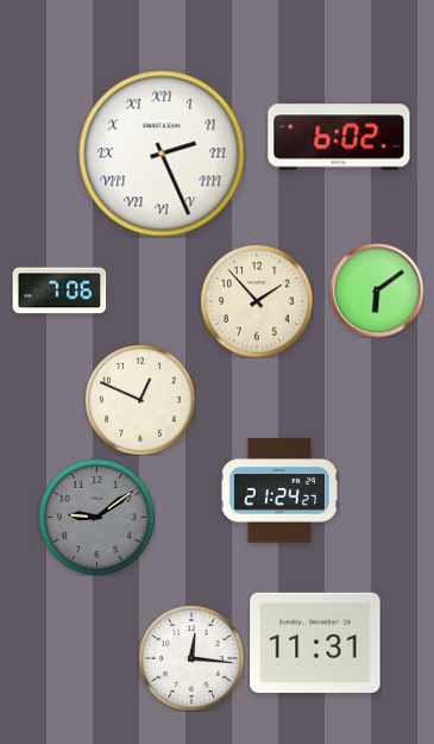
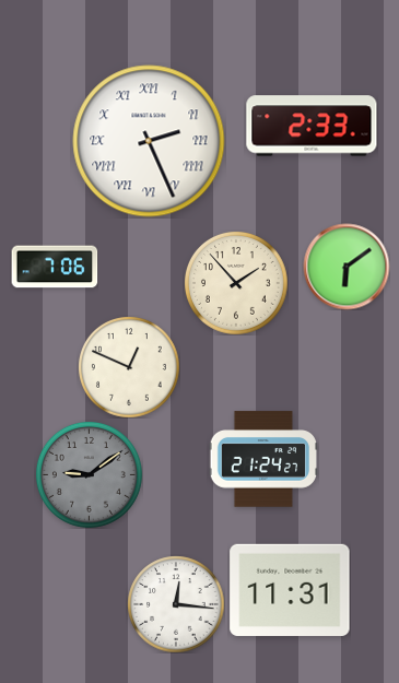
clock at (339, 137): 6:02 -> 2:33
clock at (257, 301) position: (257, 301) -> (236, 283)
clock at (278, 490) position: (278, 490) -> (262, 459)
